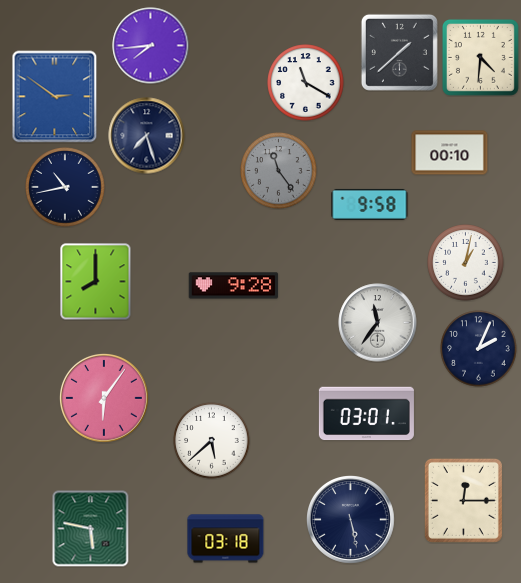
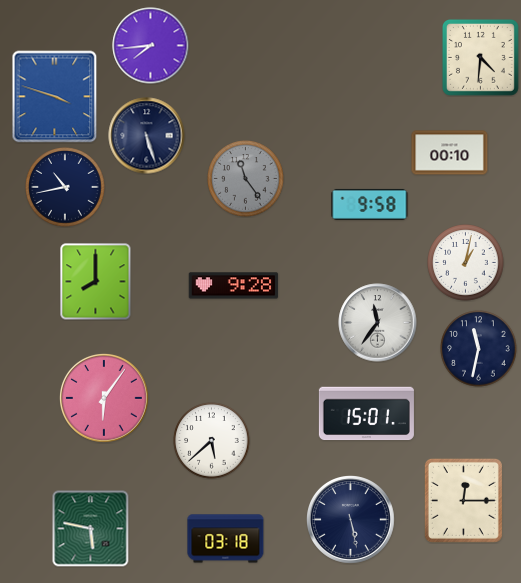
clock at (399, 52): 1:38 -> none
clock at (306, 83): 11:20 -> none
clock at (55, 97): 2:51 -> 3:48
clock at (147, 136): 7:27 -> 5:27
clock at (279, 171) position: (279, 171) -> (246, 179)
clock at (479, 349): 2:04 -> 11:32
clock at (366, 414): 03:01 -> 15:01
